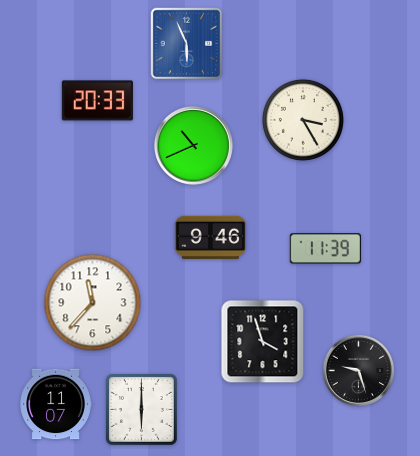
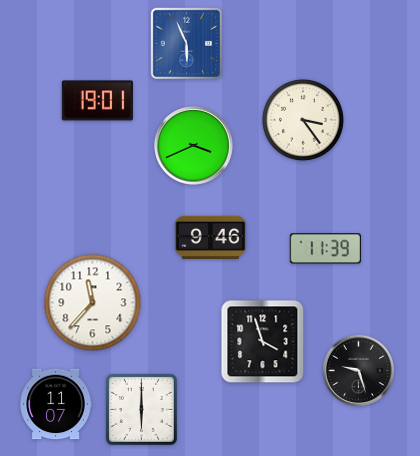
clock at (97, 101): 20:33 -> 19:01
clock at (303, 120): 3:25 -> 3:24
clock at (193, 145): 10:41 -> 3:41
